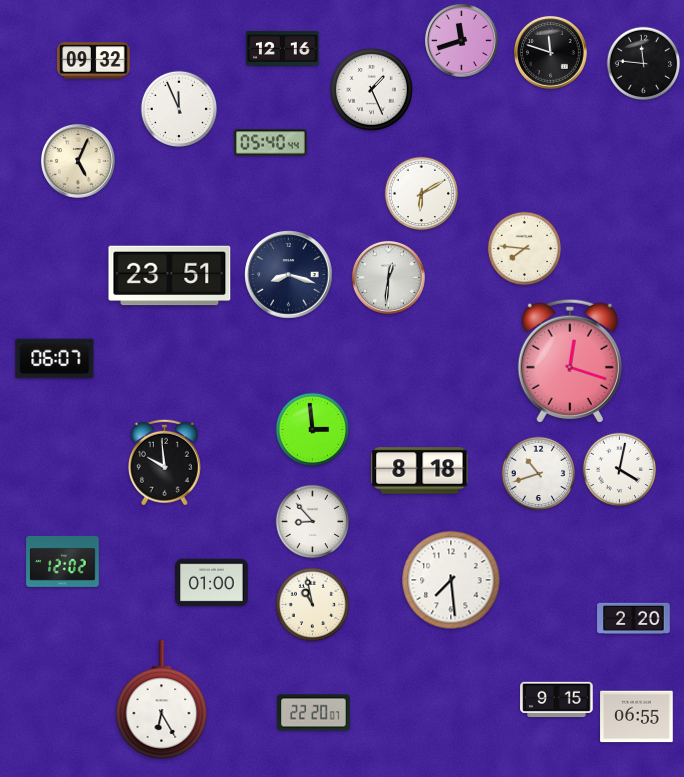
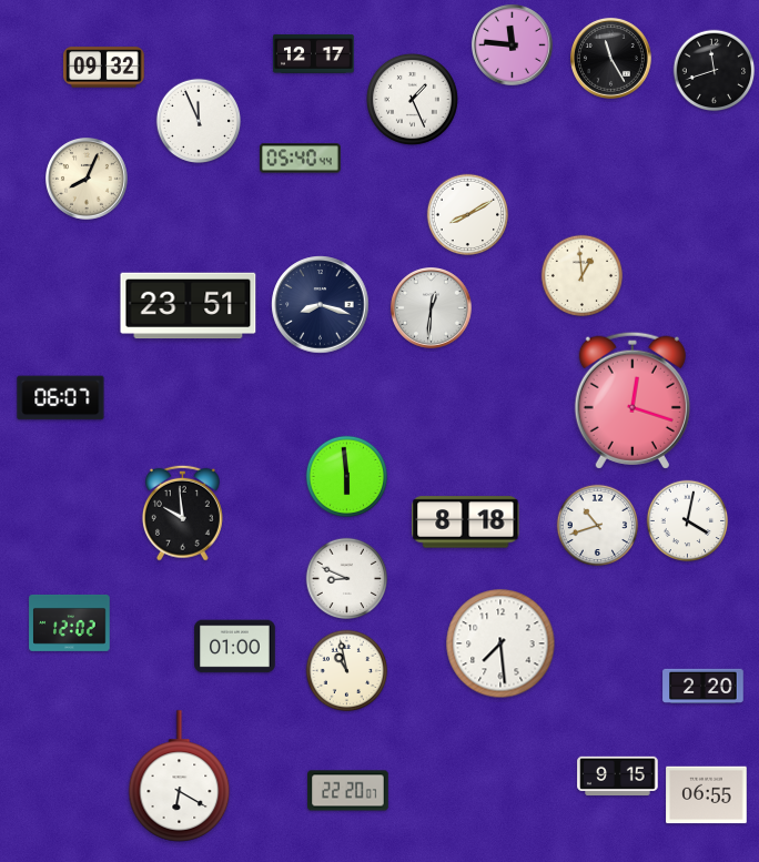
clock at (461, 40): 11:42 -> 11:46
clock at (283, 49): 12:16 -> 12:17
clock at (550, 52): 11:48 -> 11:25
clock at (644, 64): 11:46 -> 11:42
clock at (79, 162): 5:04 -> 8:04
clock at (422, 194): 6:10 -> 8:10
clock at (525, 249): 7:46 -> 12:59
clock at (313, 430): 2:59 -> 5:59
clock at (313, 522): 8:53 -> 8:49
clock at (162, 700): 6:25 -> 6:20
